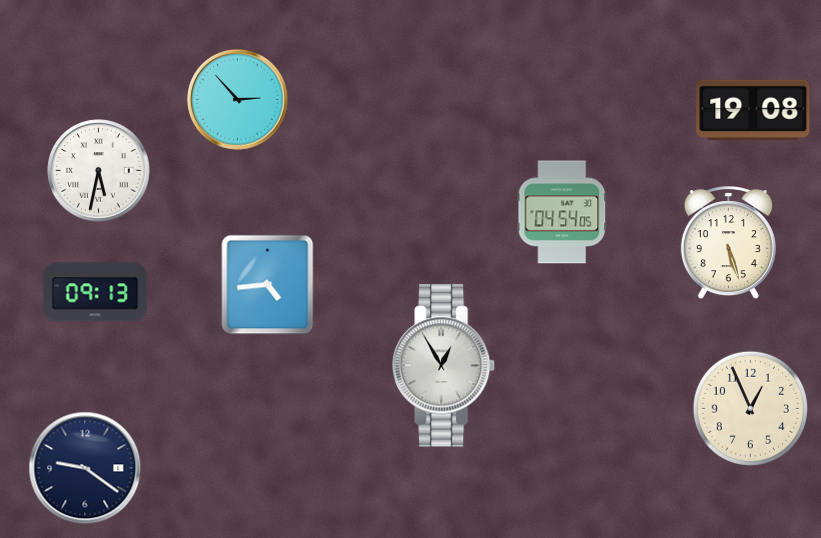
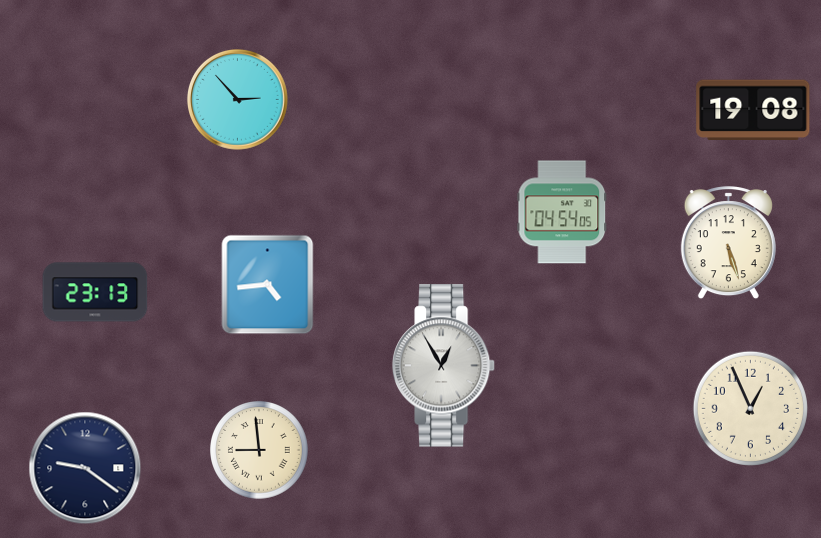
clock at (99, 171): 5:32 -> none
clock at (95, 292): 09:13 -> 23:13
clock at (259, 450): none -> 8:59
